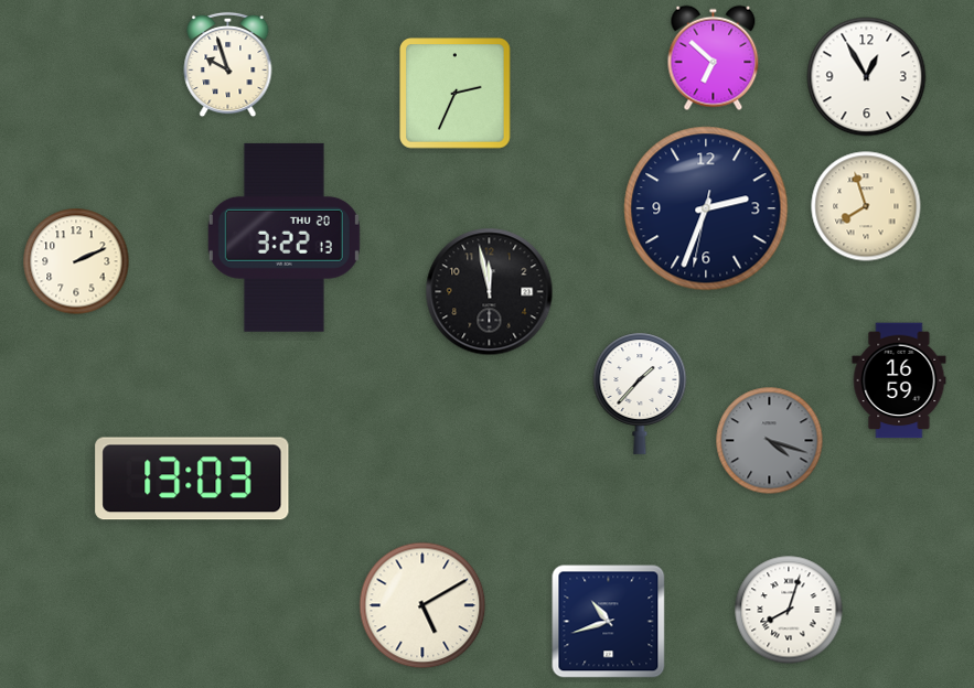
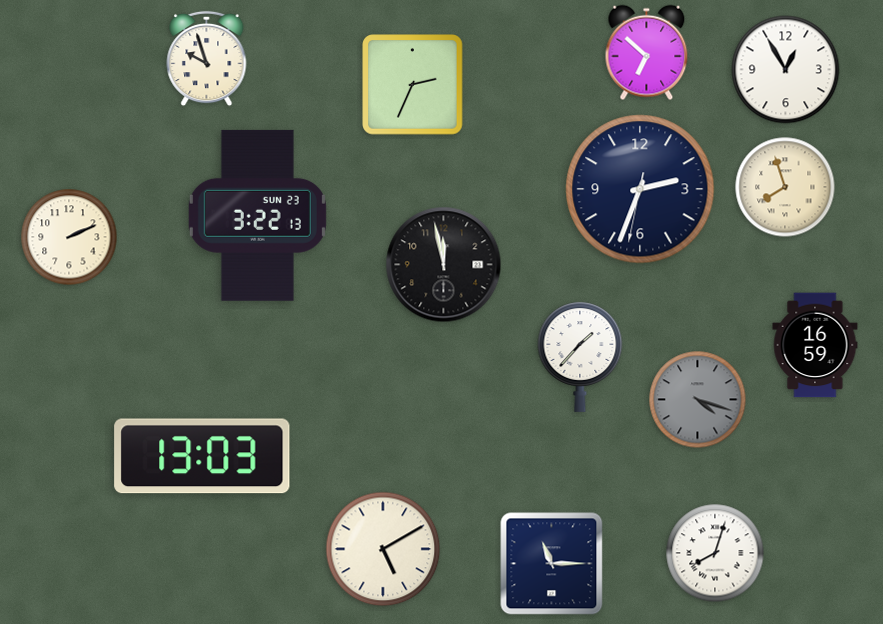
clock at (283, 237) date: THU 20 -> SUN 23
clock at (192, 479) position: (192, 479) -> (202, 456)
clock at (609, 622): 10:42 -> 11:15
